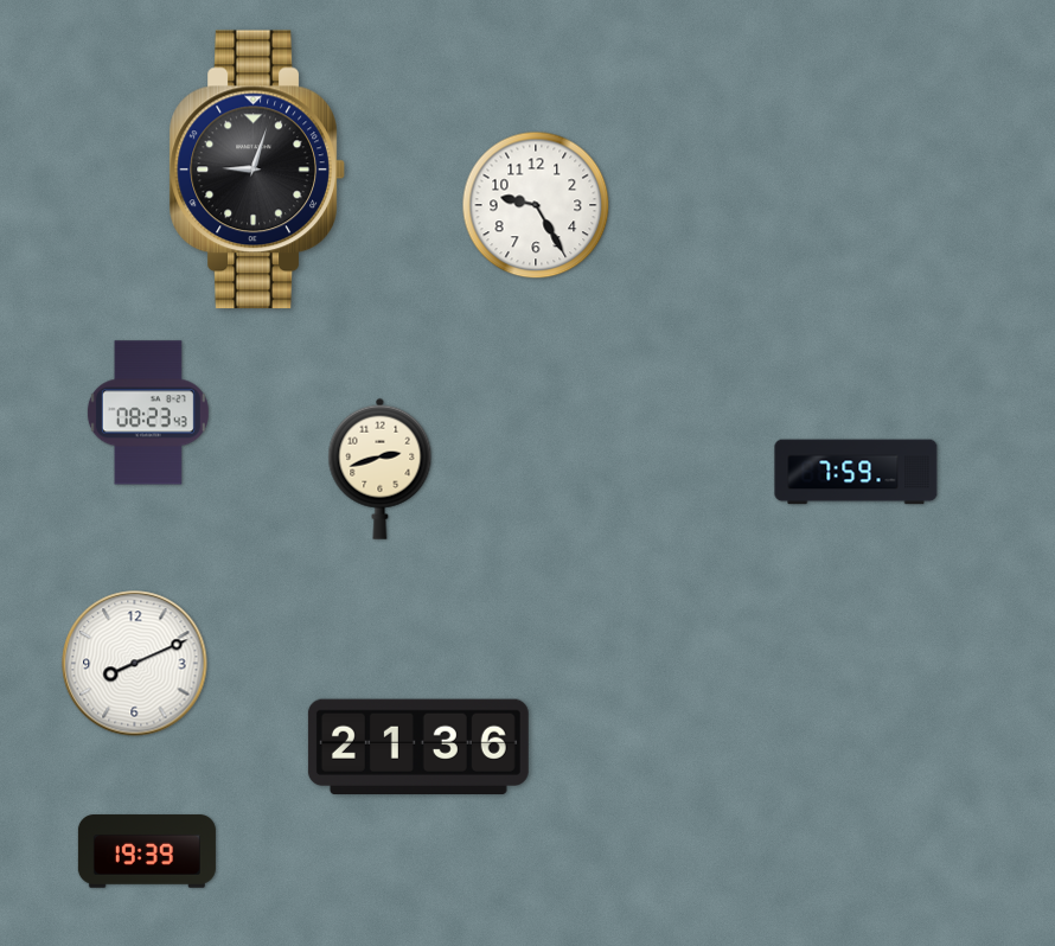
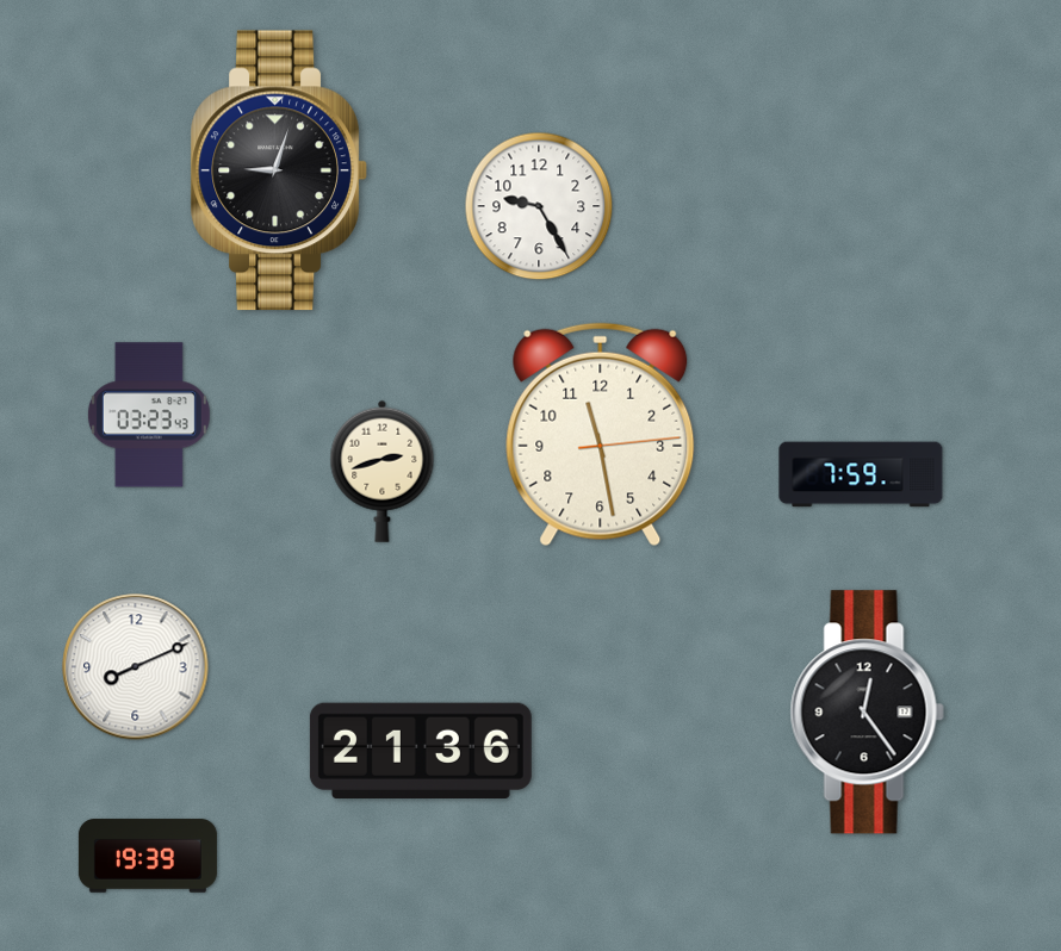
clock at (257, 170) position: (257, 170) -> (279, 170)
clock at (148, 413): 08:23 -> 03:23
clock at (601, 435): none -> 11:28
clock at (867, 713): none -> 12:24
